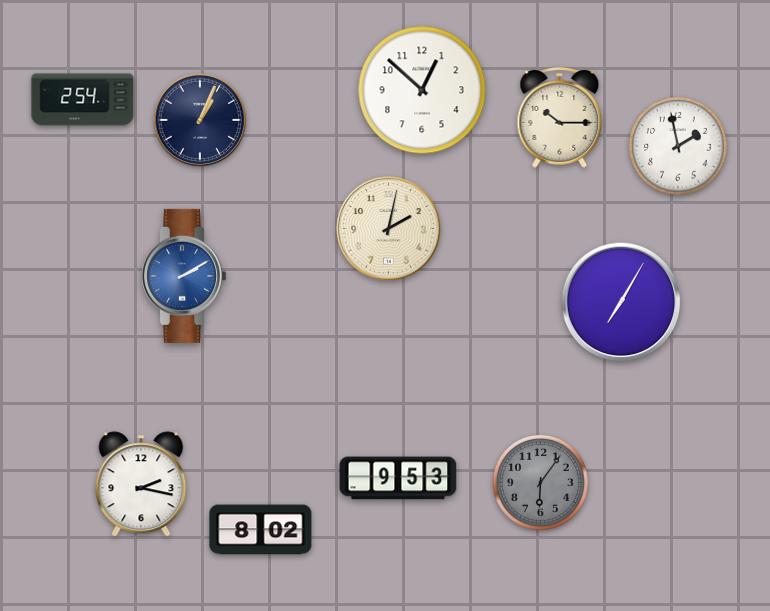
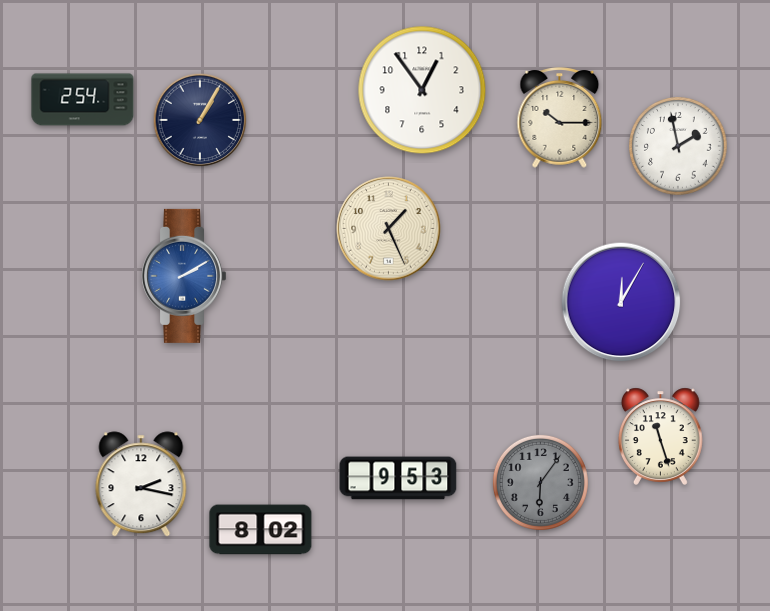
clock at (422, 90): 12:52 -> 12:54
clock at (200, 120): 1:04 -> 1:05
clock at (389, 229): 2:02 -> 1:26
clock at (621, 302): 7:05 -> 12:05
clock at (660, 436): none -> 11:27
